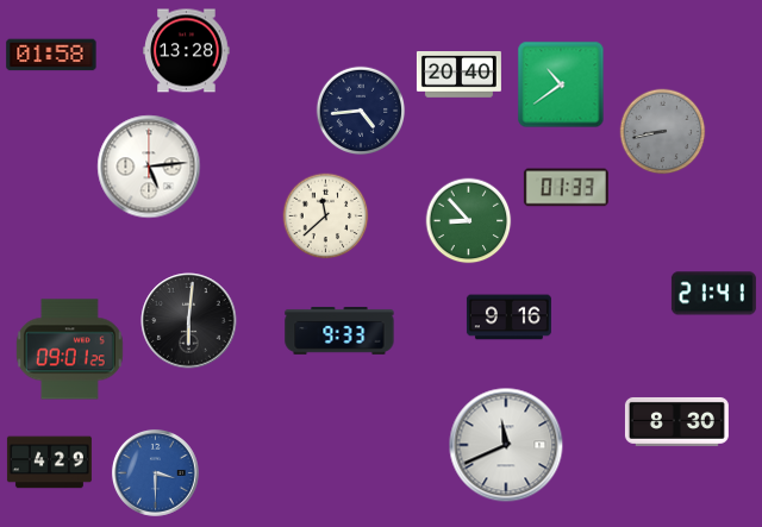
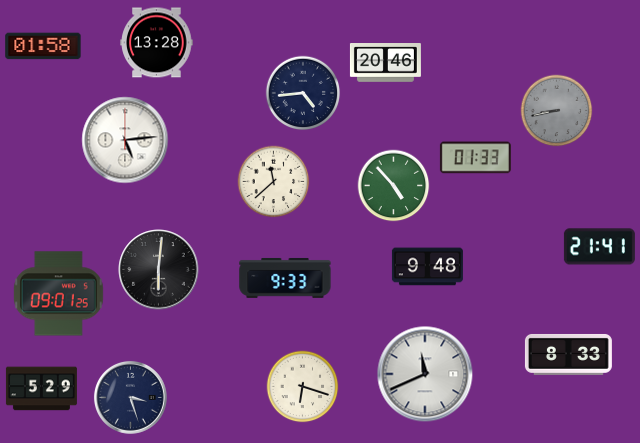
clock at (458, 75): 20:40 -> 20:46
clock at (561, 84): 10:39 -> none
clock at (469, 221): 8:53 -> 4:53
clock at (508, 318): 9:16 -> 9:48
clock at (676, 421): 8:30 -> 8:33
clock at (303, 387): none -> 6:18
clock at (49, 463): 4:29 -> 5:29
clock at (155, 472): 3:30 -> 3:27
clock at (155, 472) dial: blue -> navy
